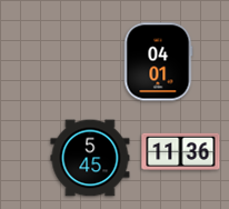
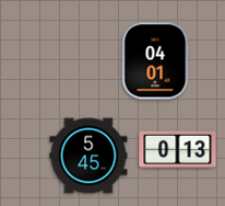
clock at (181, 151): 11:36 -> 0:13
